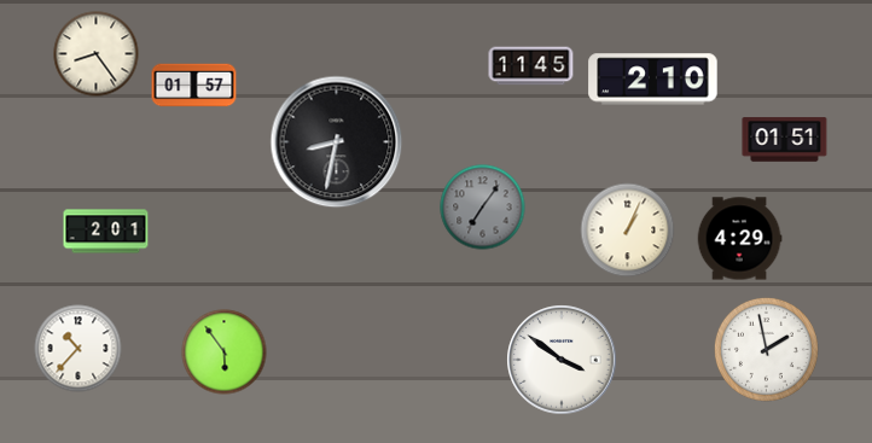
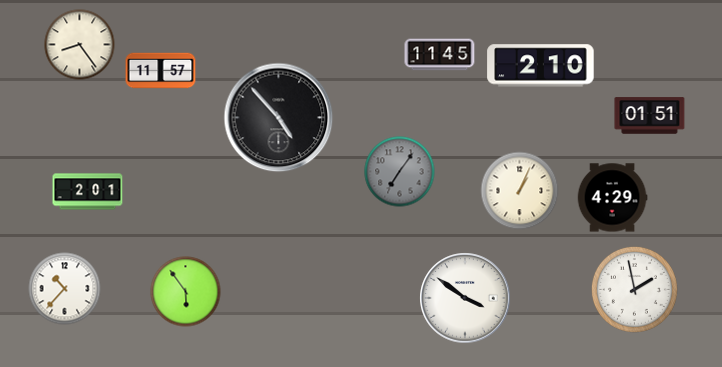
clock at (194, 86): 01:57 -> 11:57
clock at (337, 142): 8:32 -> 4:53
